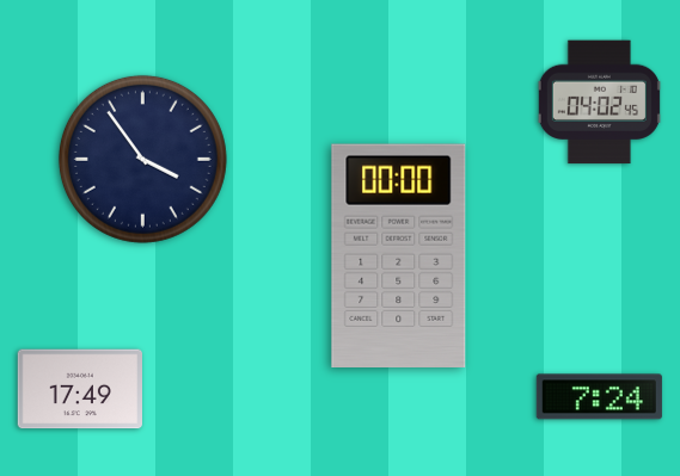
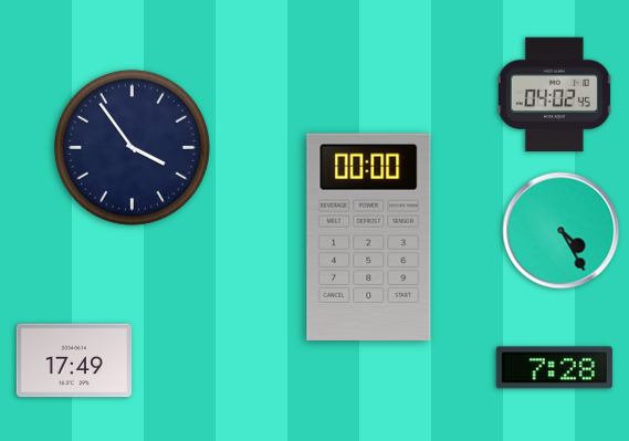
clock at (562, 231): none -> 4:25
clock at (599, 397): 7:24 -> 7:28
